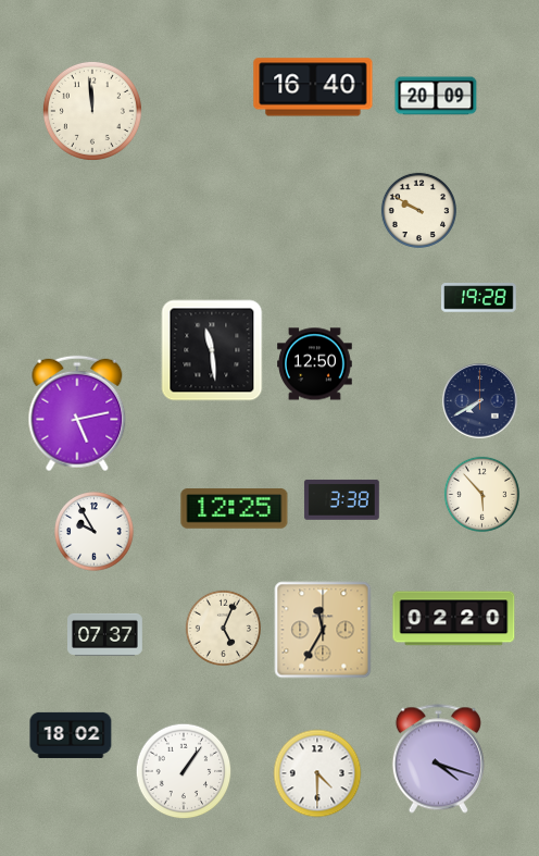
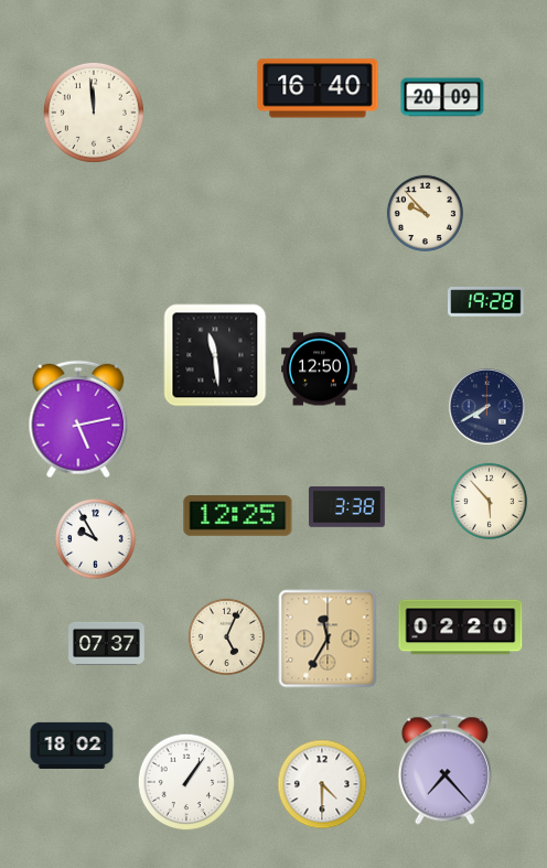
clock at (418, 210): 9:50 -> 9:53
clock at (438, 759): 4:18 -> 7:23
